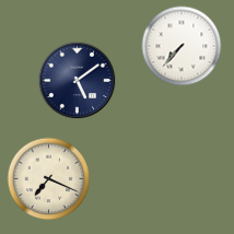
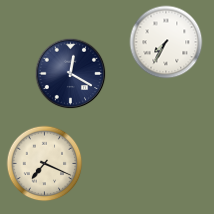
clock at (182, 46): 7:37 -> 7:35
clock at (78, 81): 5:09 -> 12:20
